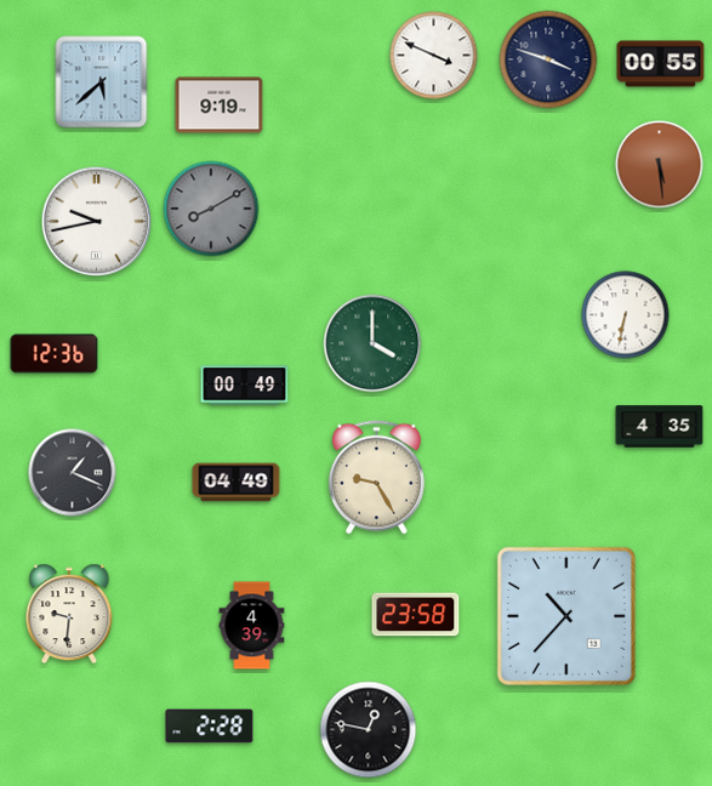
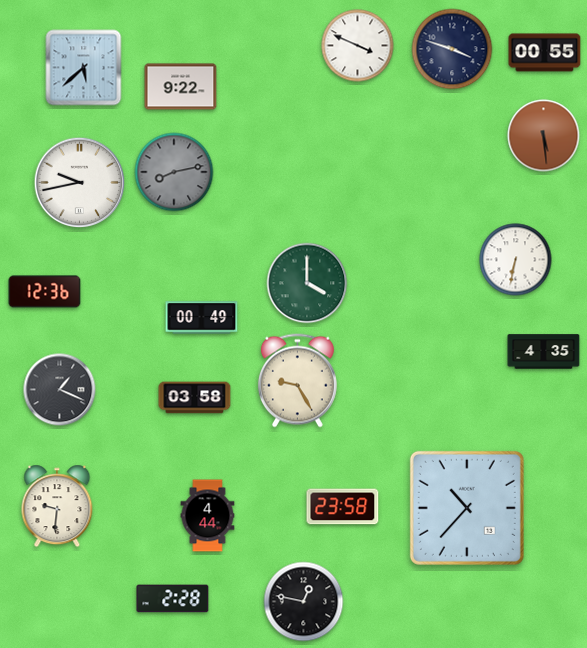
clock at (220, 106): 9:19 -> 9:22
clock at (211, 209): 8:10 -> 8:13
clock at (376, 478) position: (376, 478) -> (297, 381)
clock at (237, 483): 04:49 -> 03:58
clock at (252, 626): 4:39 -> 4:44
